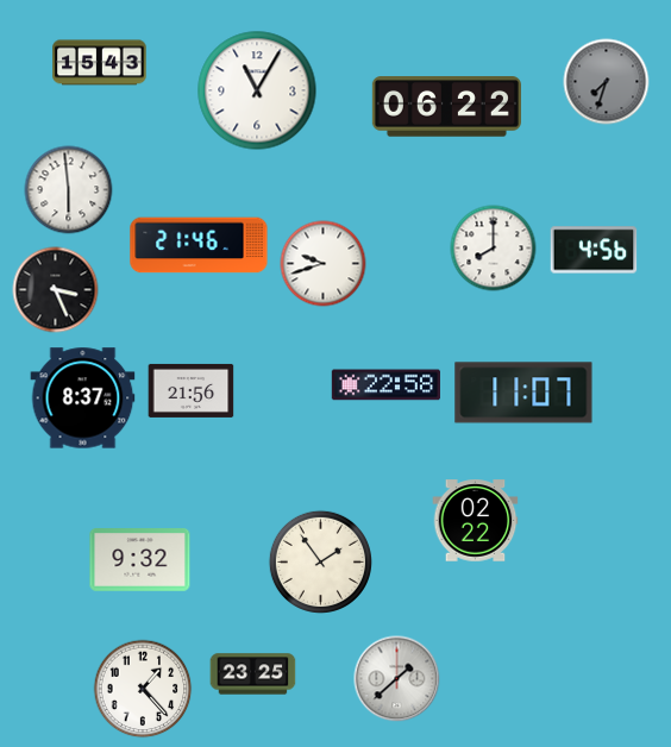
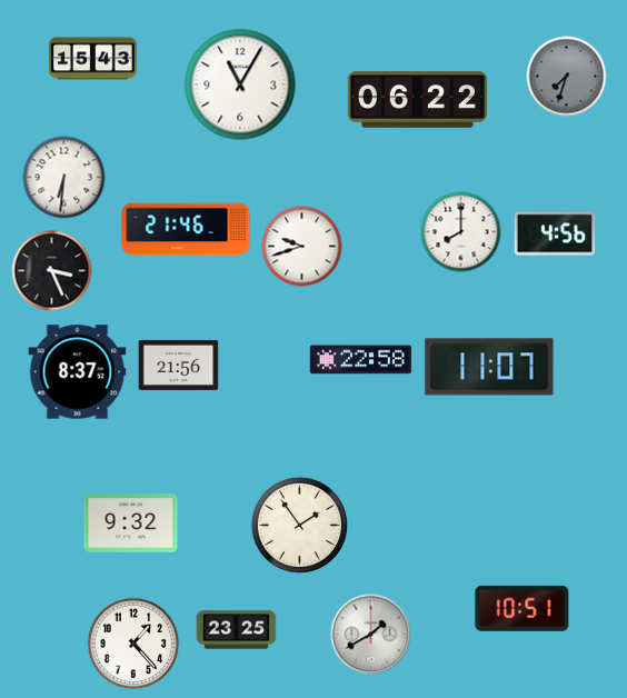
clock at (69, 190): 5:59 -> 6:31
clock at (476, 521): 02:22 -> none
clock at (522, 608): none -> 10:51
clock at (397, 679): 1:38 -> 1:40
